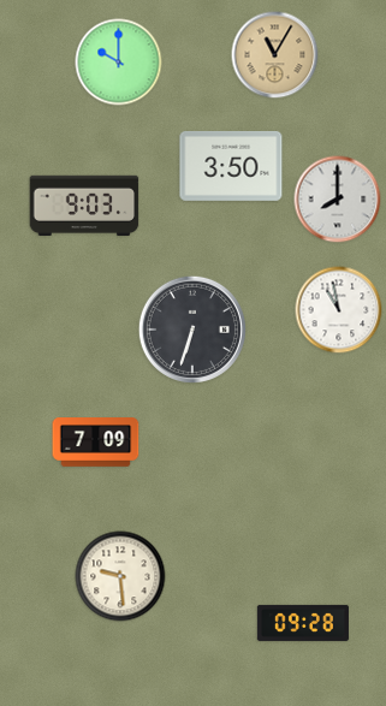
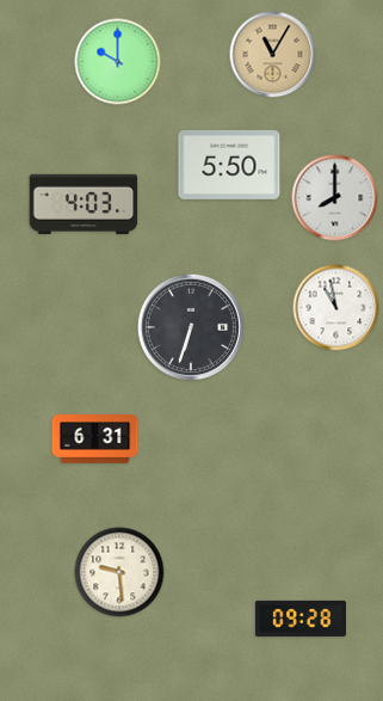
clock at (231, 166): 3:50 -> 5:50
clock at (84, 204): 9:03 -> 4:03
clock at (96, 443): 7:09 -> 6:31
